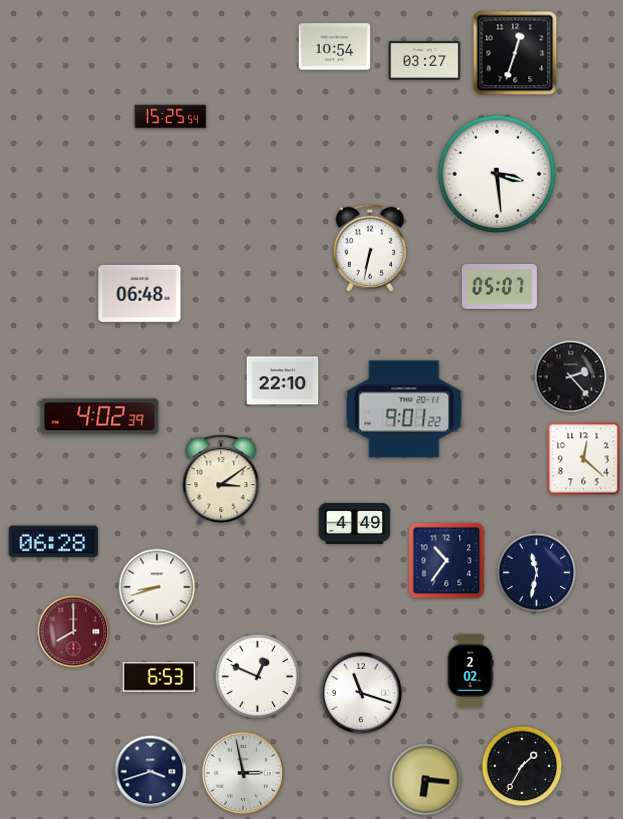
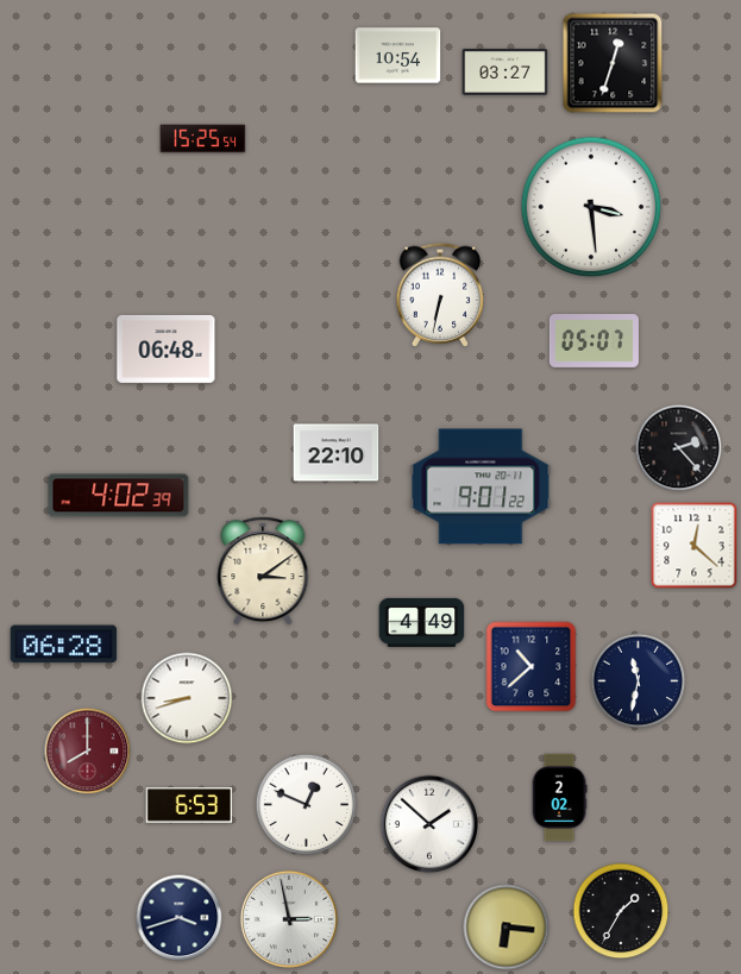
clock at (447, 561): 10:36 -> 10:38
clock at (360, 692): 11:18 -> 1:52
